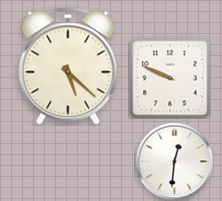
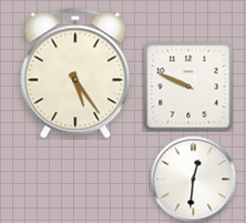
clock at (68, 66): 5:22 -> 5:24
